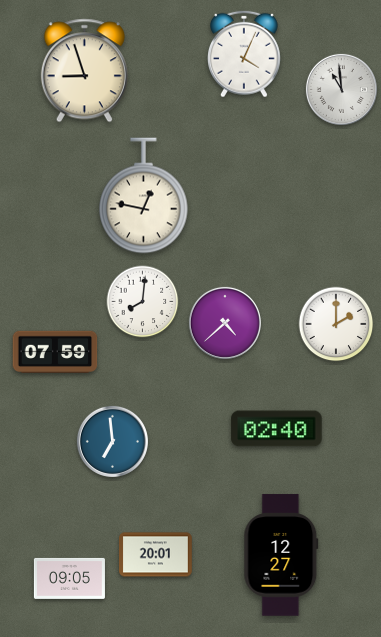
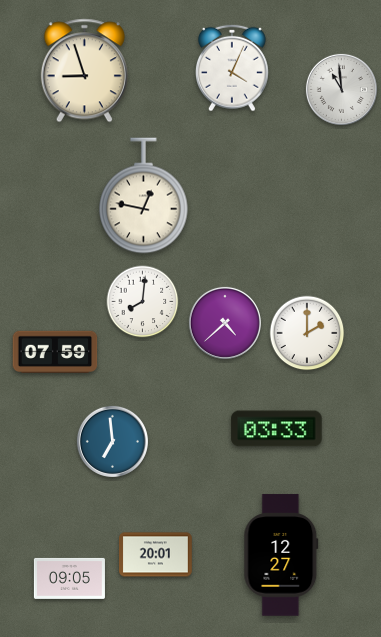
clock at (245, 54) position: (245, 54) -> (233, 68)
clock at (336, 324) position: (336, 324) -> (307, 333)
clock at (277, 429): 02:40 -> 03:33
